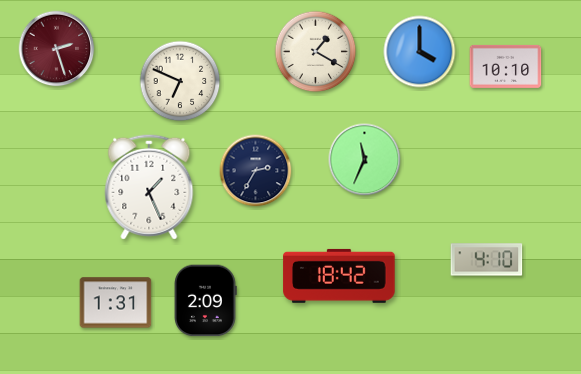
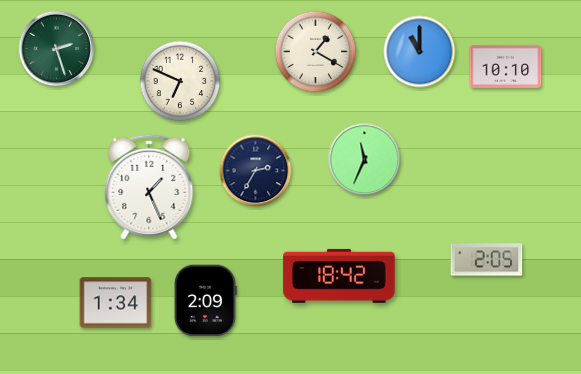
clock at (57, 49) dial: burgundy -> green
clock at (420, 52): 4:00 -> 11:00
clock at (487, 260): 4:10 -> 2:05
clock at (116, 303): 1:31 -> 1:34
